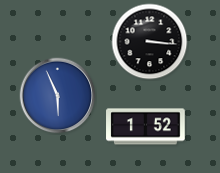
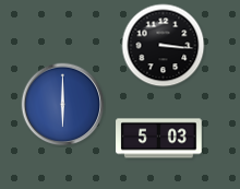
clock at (58, 96): 5:56 -> 6:00
clock at (146, 127): 1:52 -> 5:03
